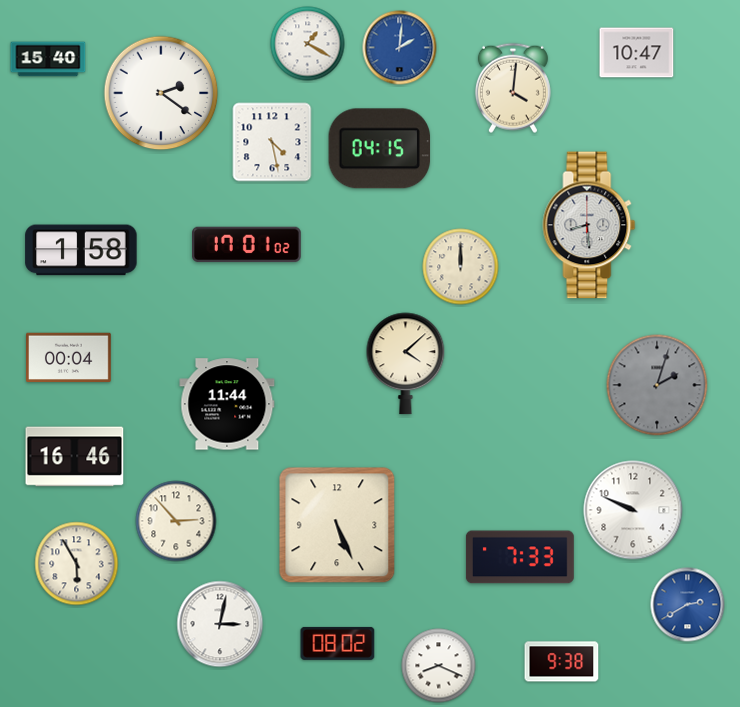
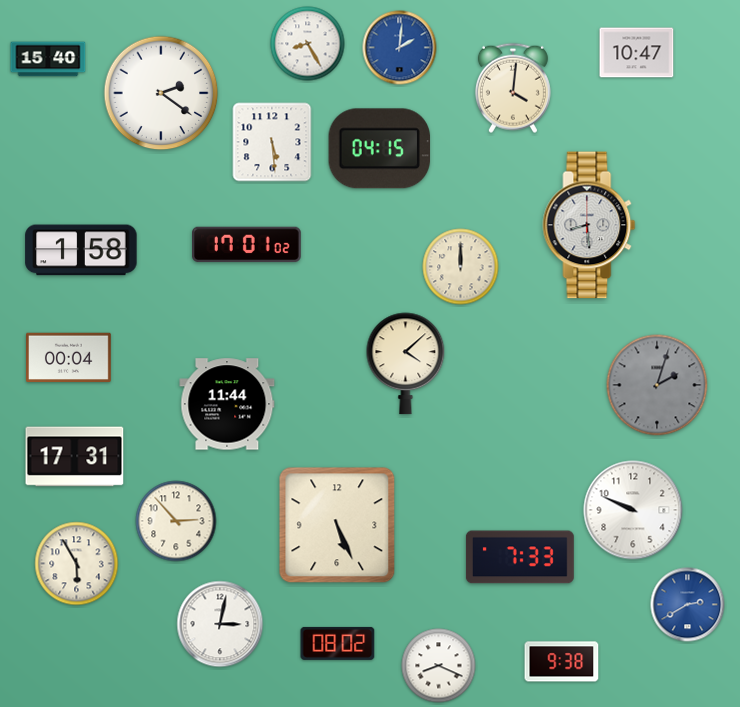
clock at (308, 44): 1:20 -> 8:25
clock at (272, 142): 4:28 -> 5:29
clock at (75, 457): 16:46 -> 17:31
